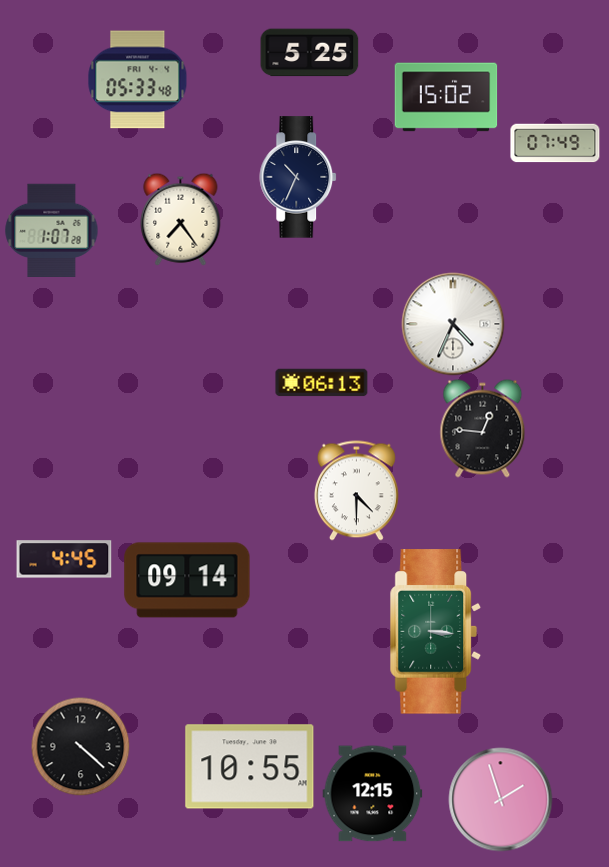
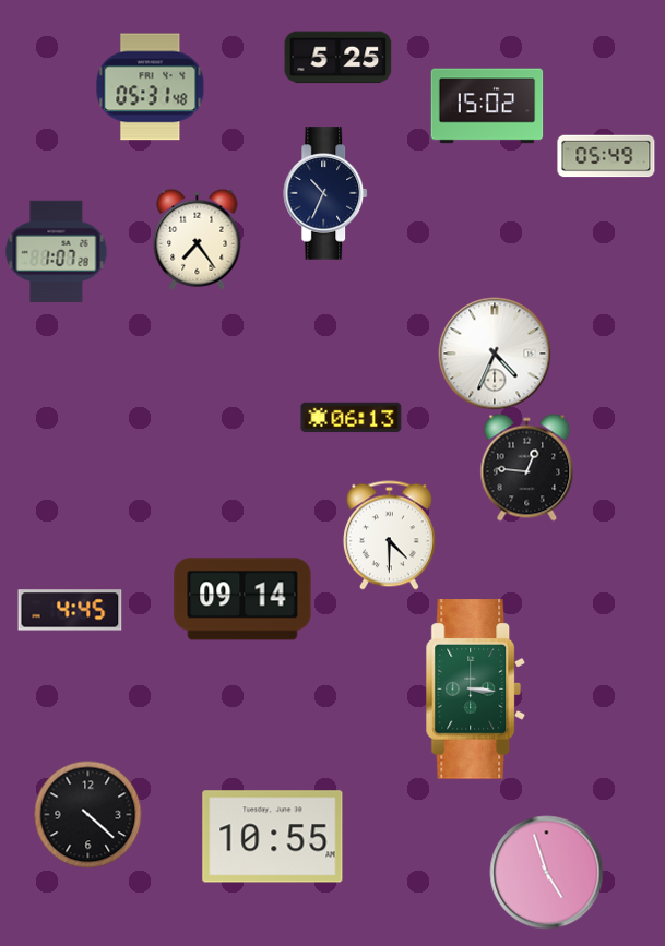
clock at (138, 80): 05:33 -> 05:31
clock at (555, 143): 07:49 -> 05:49
clock at (187, 580) position: (187, 580) -> (242, 599)
clock at (373, 794): 12:15 -> none
clock at (501, 800): 1:57 -> 4:57
